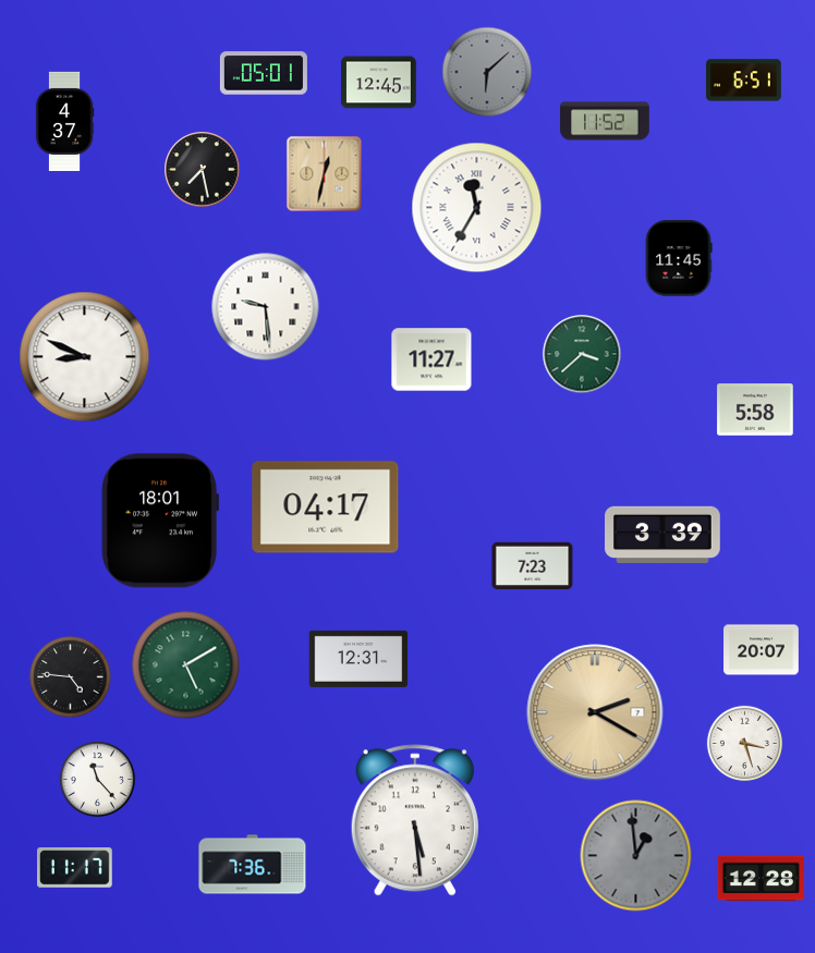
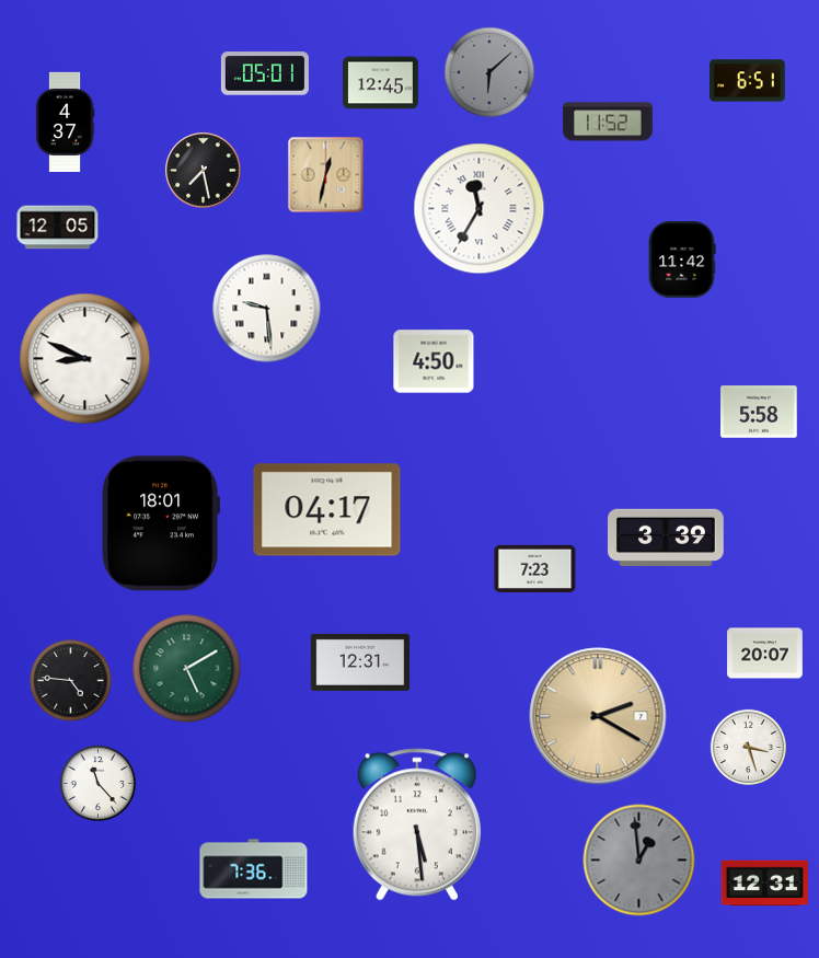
clock at (58, 228): none -> 12:05
clock at (679, 258): 11:45 -> 11:42
clock at (582, 354): 3:38 -> none
clock at (431, 359): 11:27 -> 4:50
clock at (75, 868): 11:17 -> none
clock at (761, 879): 12:28 -> 12:31
